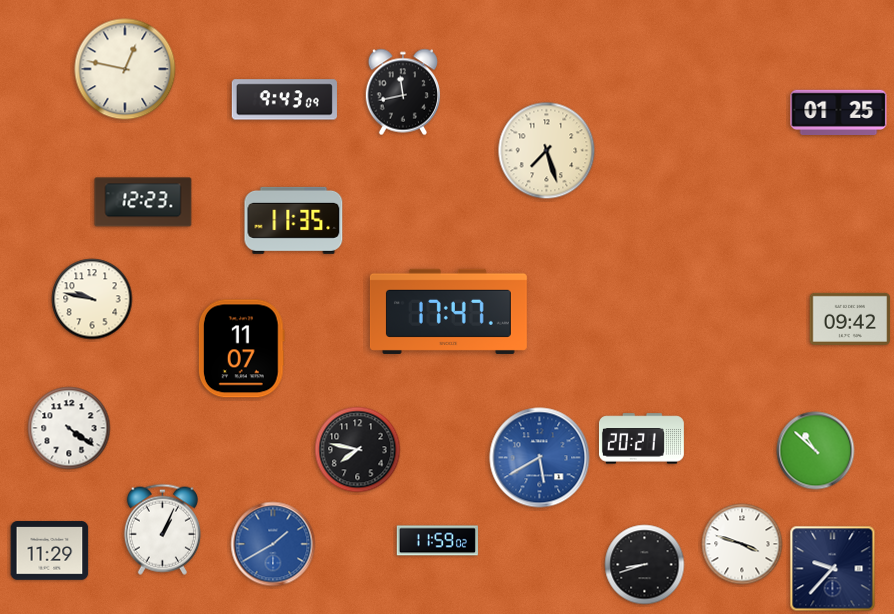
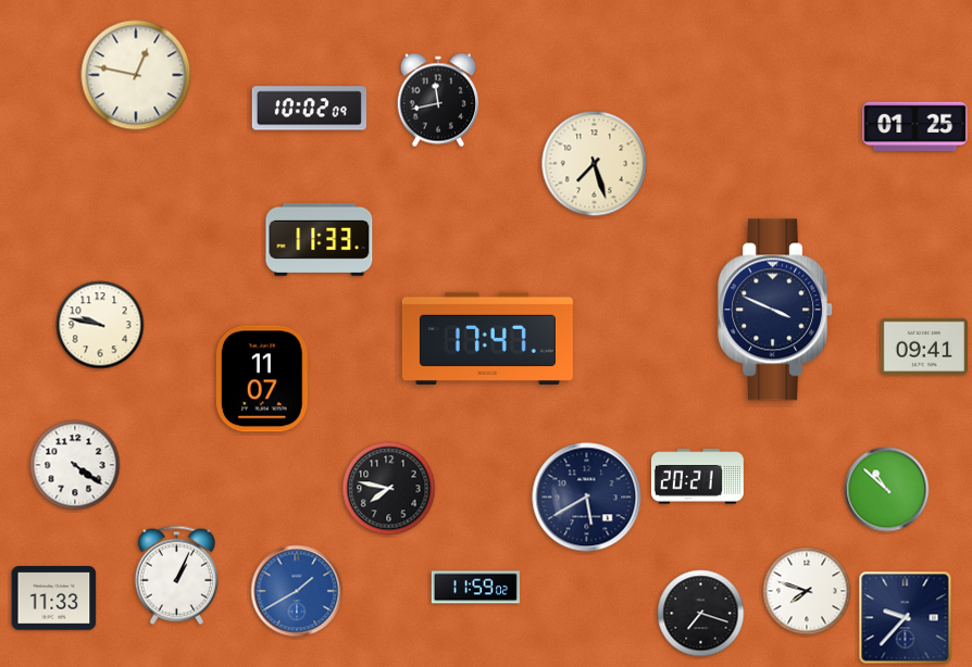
clock at (284, 100): 9:43 -> 10:02
clock at (839, 112) position: (839, 112) -> (915, 126)
clock at (143, 202): 12:23 -> none
clock at (294, 220): 11:35 -> 11:33
clock at (776, 310): none -> 3:49
clock at (850, 319): 09:42 -> 09:41
clock at (540, 458) dial: blue -> navy
clock at (742, 544): 3:48 -> 7:48
clock at (50, 551): 11:29 -> 11:33
clock at (645, 565): 8:42 -> 7:18
